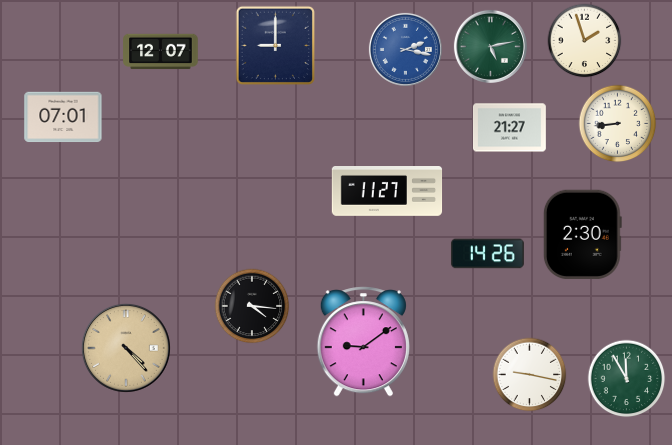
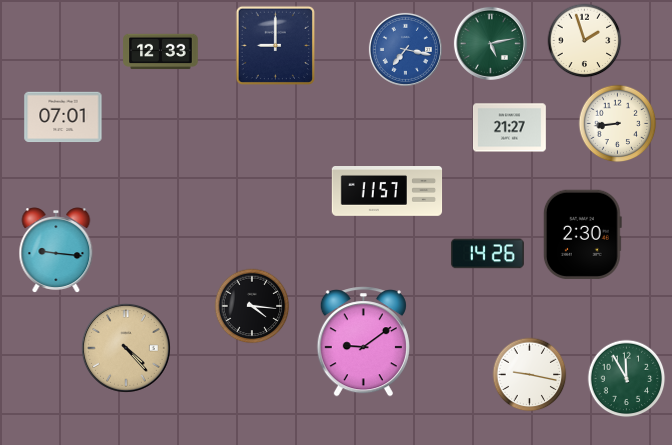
clock at (490, 46) position: (490, 46) -> (490, 43)
clock at (405, 49): 2:17 -> 7:17
clock at (161, 52): 12:07 -> 12:33
clock at (387, 192): 11:27 -> 11:57
clock at (56, 250): none -> 9:16
